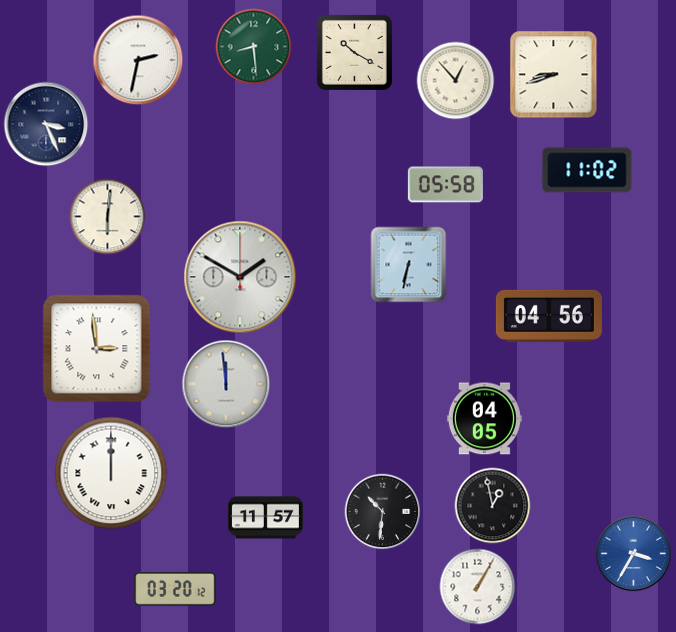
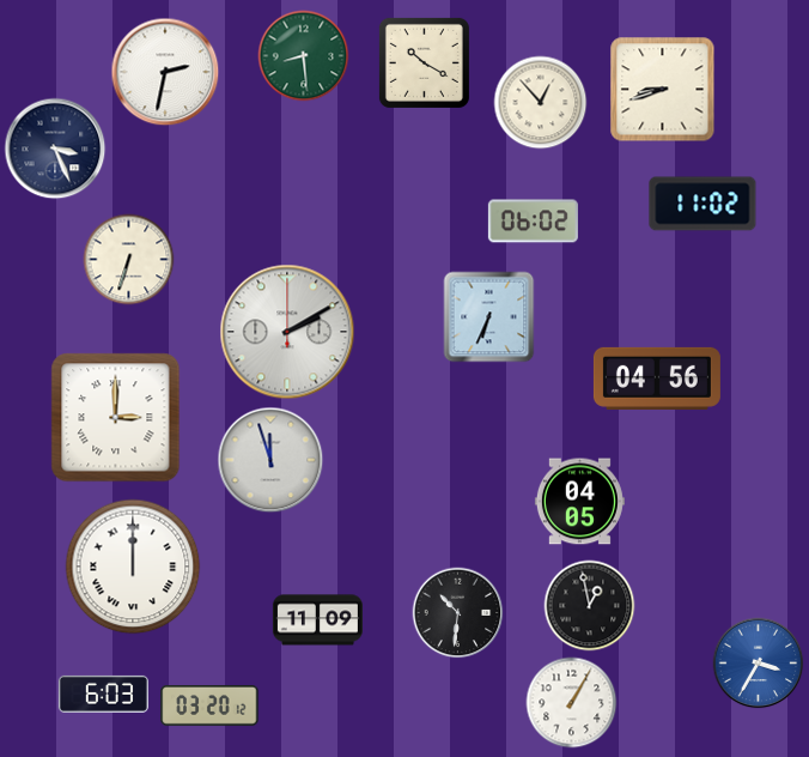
clock at (456, 81) position: (456, 81) -> (541, 103)
clock at (445, 185): 05:58 -> 06:02
clock at (108, 217): 6:01 -> 6:33
clock at (409, 265): 6:32 -> 6:34
clock at (240, 277): 1:50 -> 2:10
clock at (97, 349): 2:59 -> 3:00
clock at (226, 384): 11:59 -> 11:57
clock at (265, 518): 11:57 -> 11:09
clock at (103, 694): none -> 6:03
